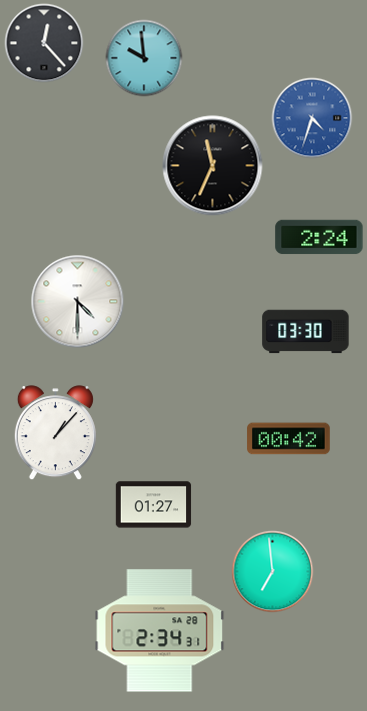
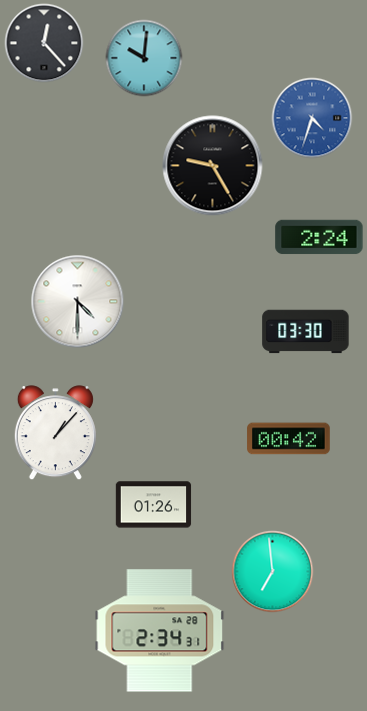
clock at (144, 58): 9:59 -> 10:01
clock at (213, 166): 11:34 -> 9:25
clock at (154, 505): 01:27 -> 01:26
